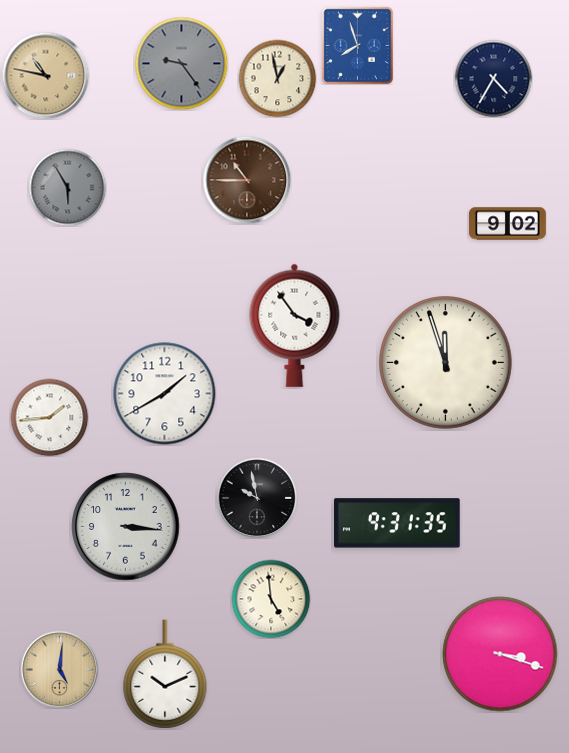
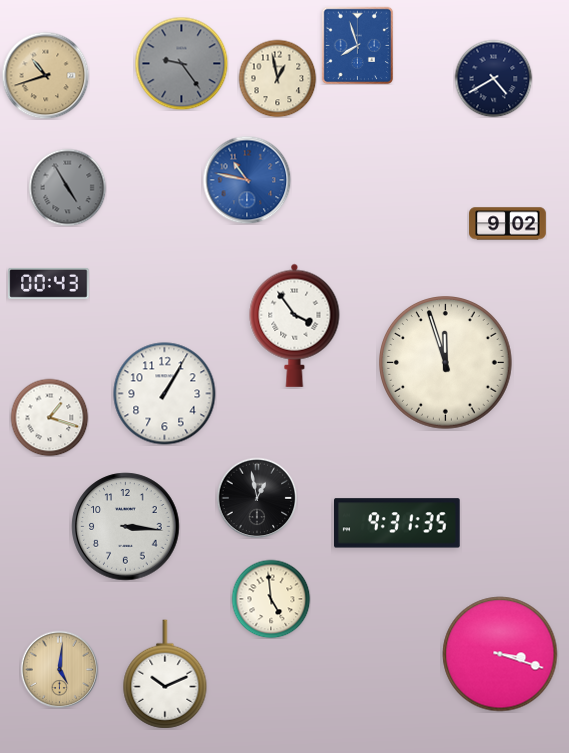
clock at (45, 75): 10:47 -> 10:42
clock at (493, 78): 4:35 -> 4:40
clock at (247, 180): 10:45 -> 10:47
clock at (247, 180) dial: brown -> blue
clock at (67, 187): 5:55 -> 4:55
clock at (49, 283): none -> 00:43
clock at (165, 394): 1:40 -> 1:05
clock at (49, 417): 1:44 -> 1:18
clock at (257, 498): 9:58 -> 12:58
